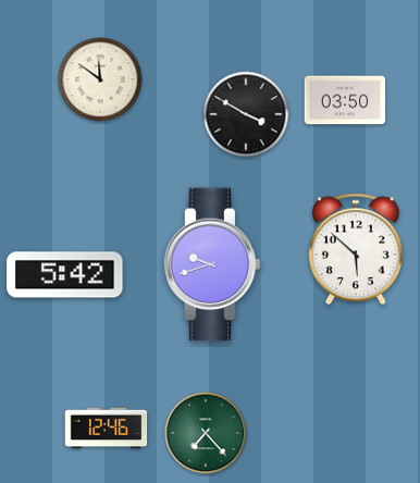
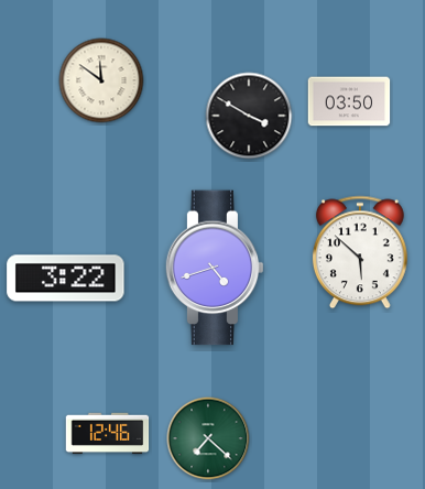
clock at (212, 264): 9:42 -> 4:42
clock at (65, 275): 5:42 -> 3:22
clock at (206, 433): 7:23 -> 7:22
